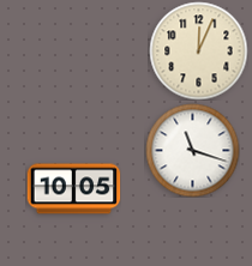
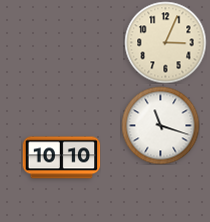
clock at (198, 50): 12:04 -> 3:04
clock at (73, 189): 10:05 -> 10:10
